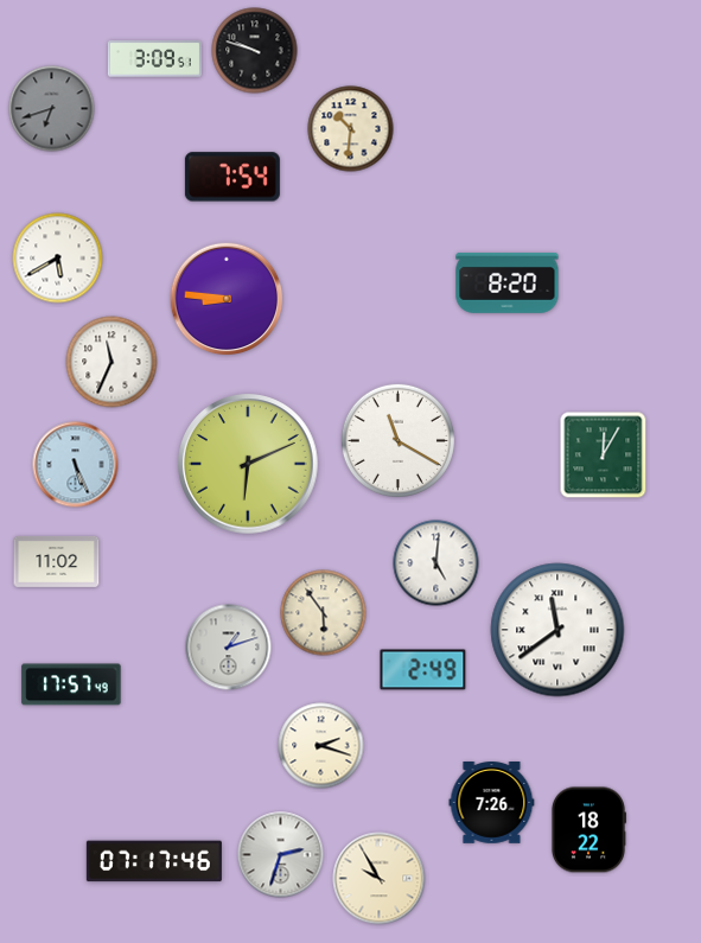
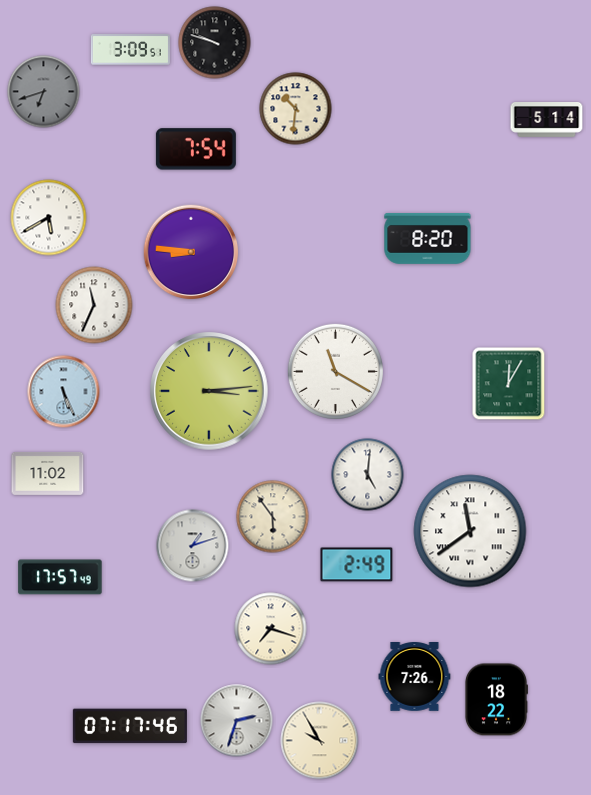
clock at (547, 120): none -> 5:14
clock at (248, 464): 6:11 -> 3:14
clock at (321, 746): 2:18 -> 7:18
